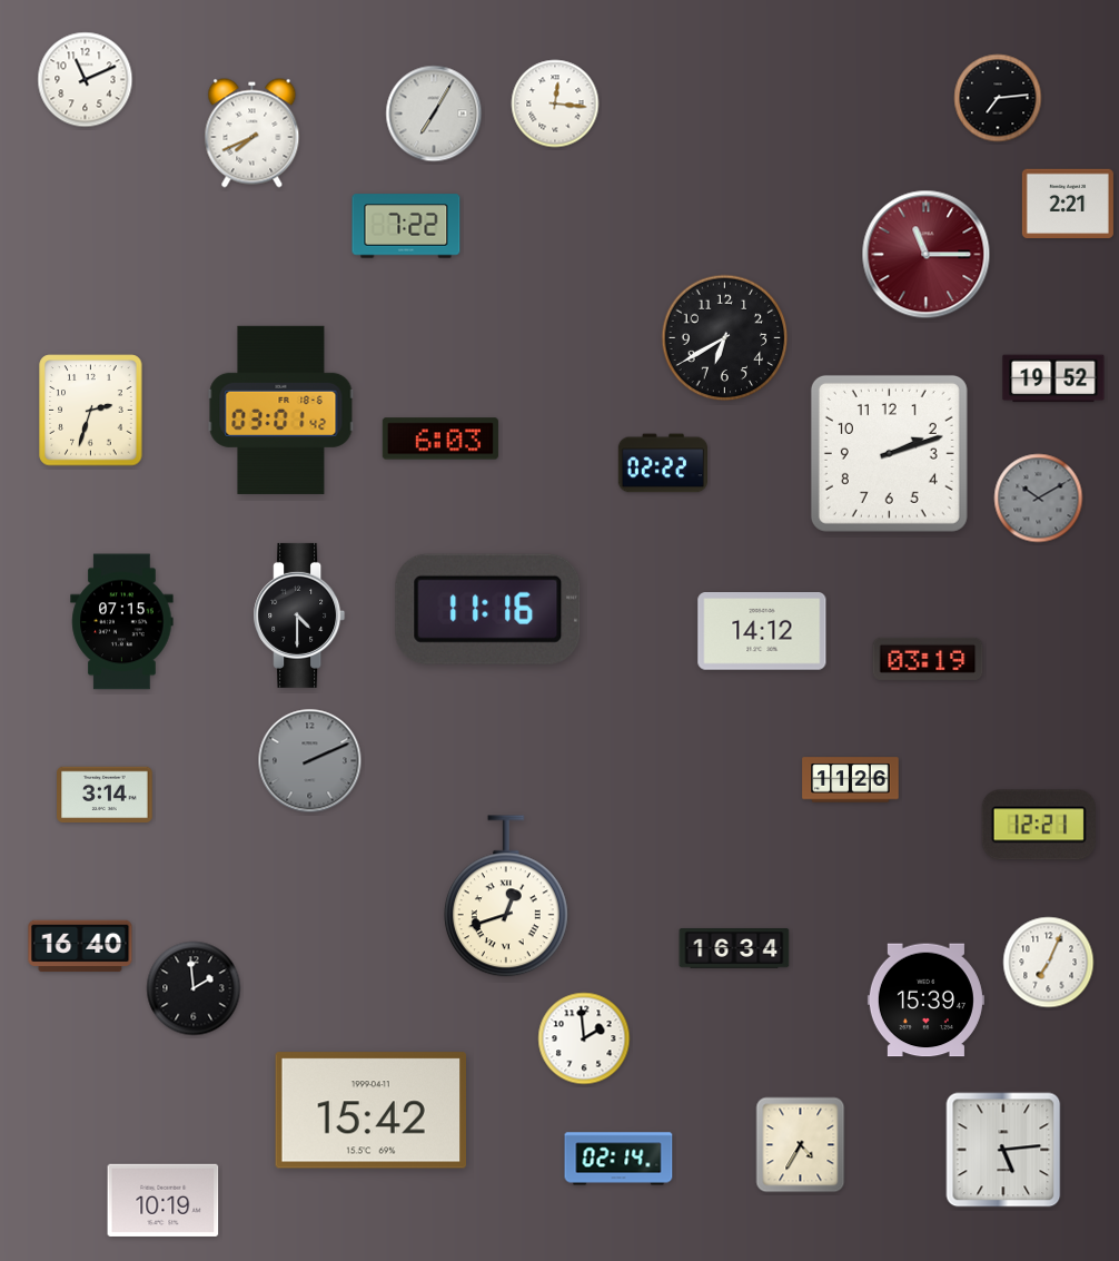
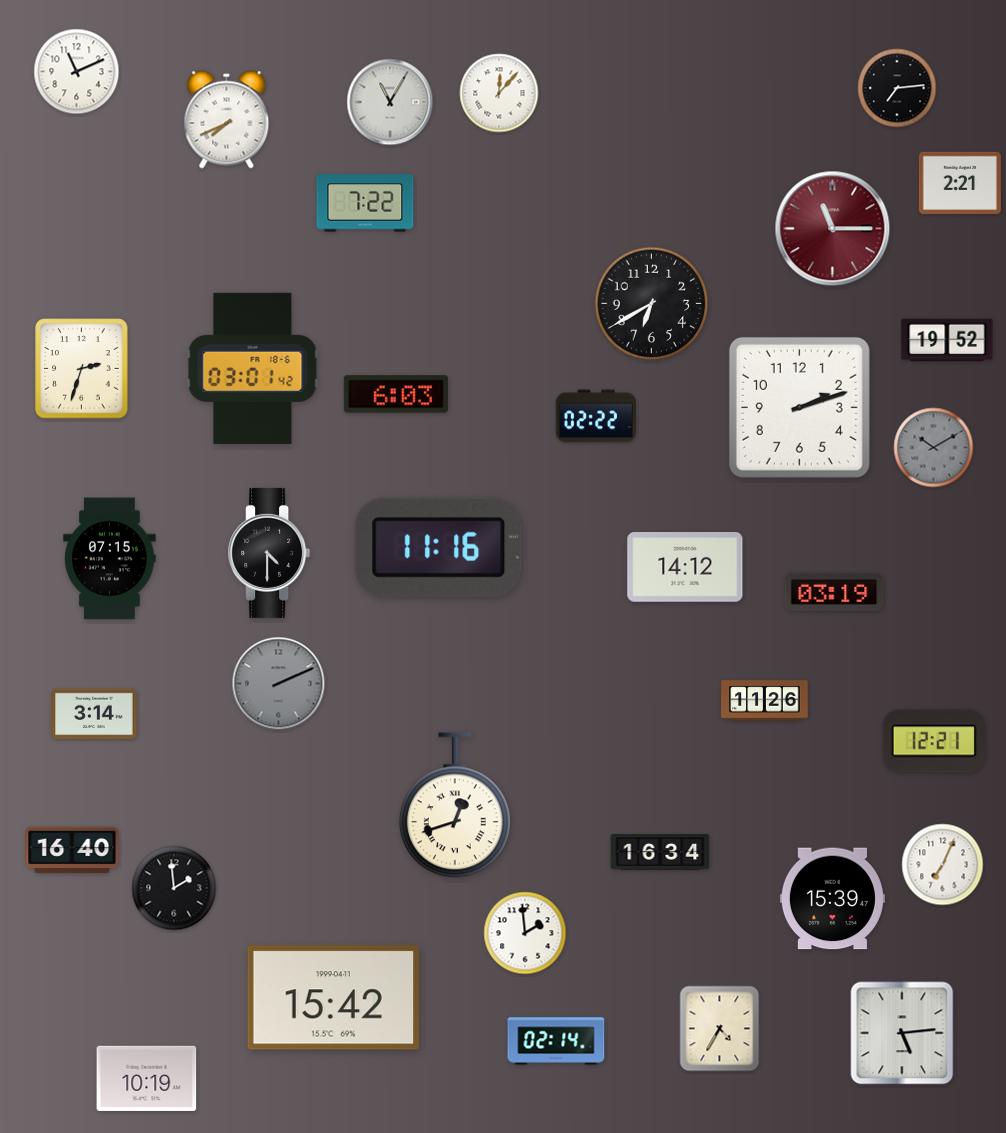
clock at (555, 104): 12:16 -> 12:07
clock at (434, 114): 7:05 -> 11:05
